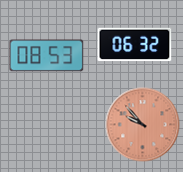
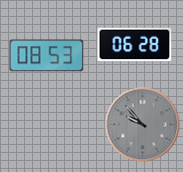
clock at (135, 45): 06:32 -> 06:28
clock at (143, 125) dial: salmon -> grey
